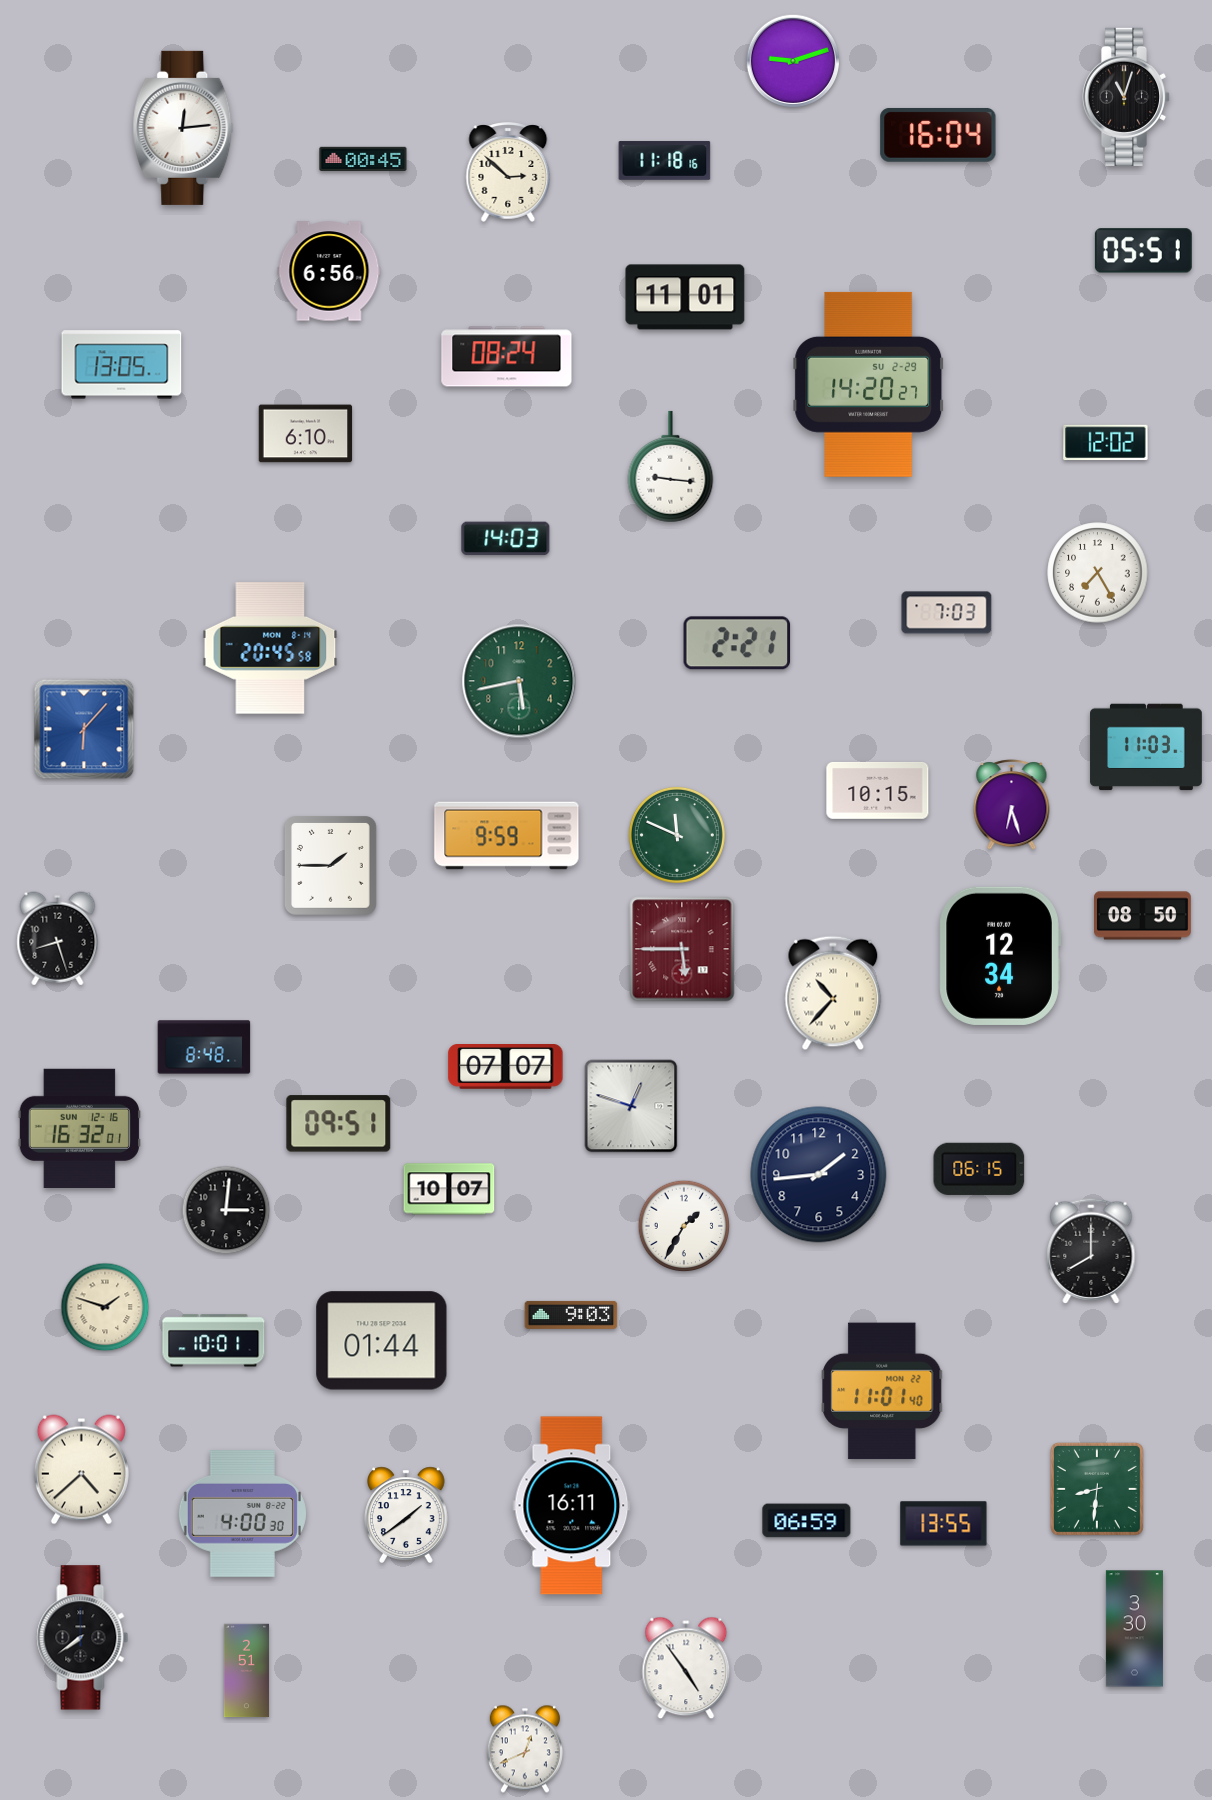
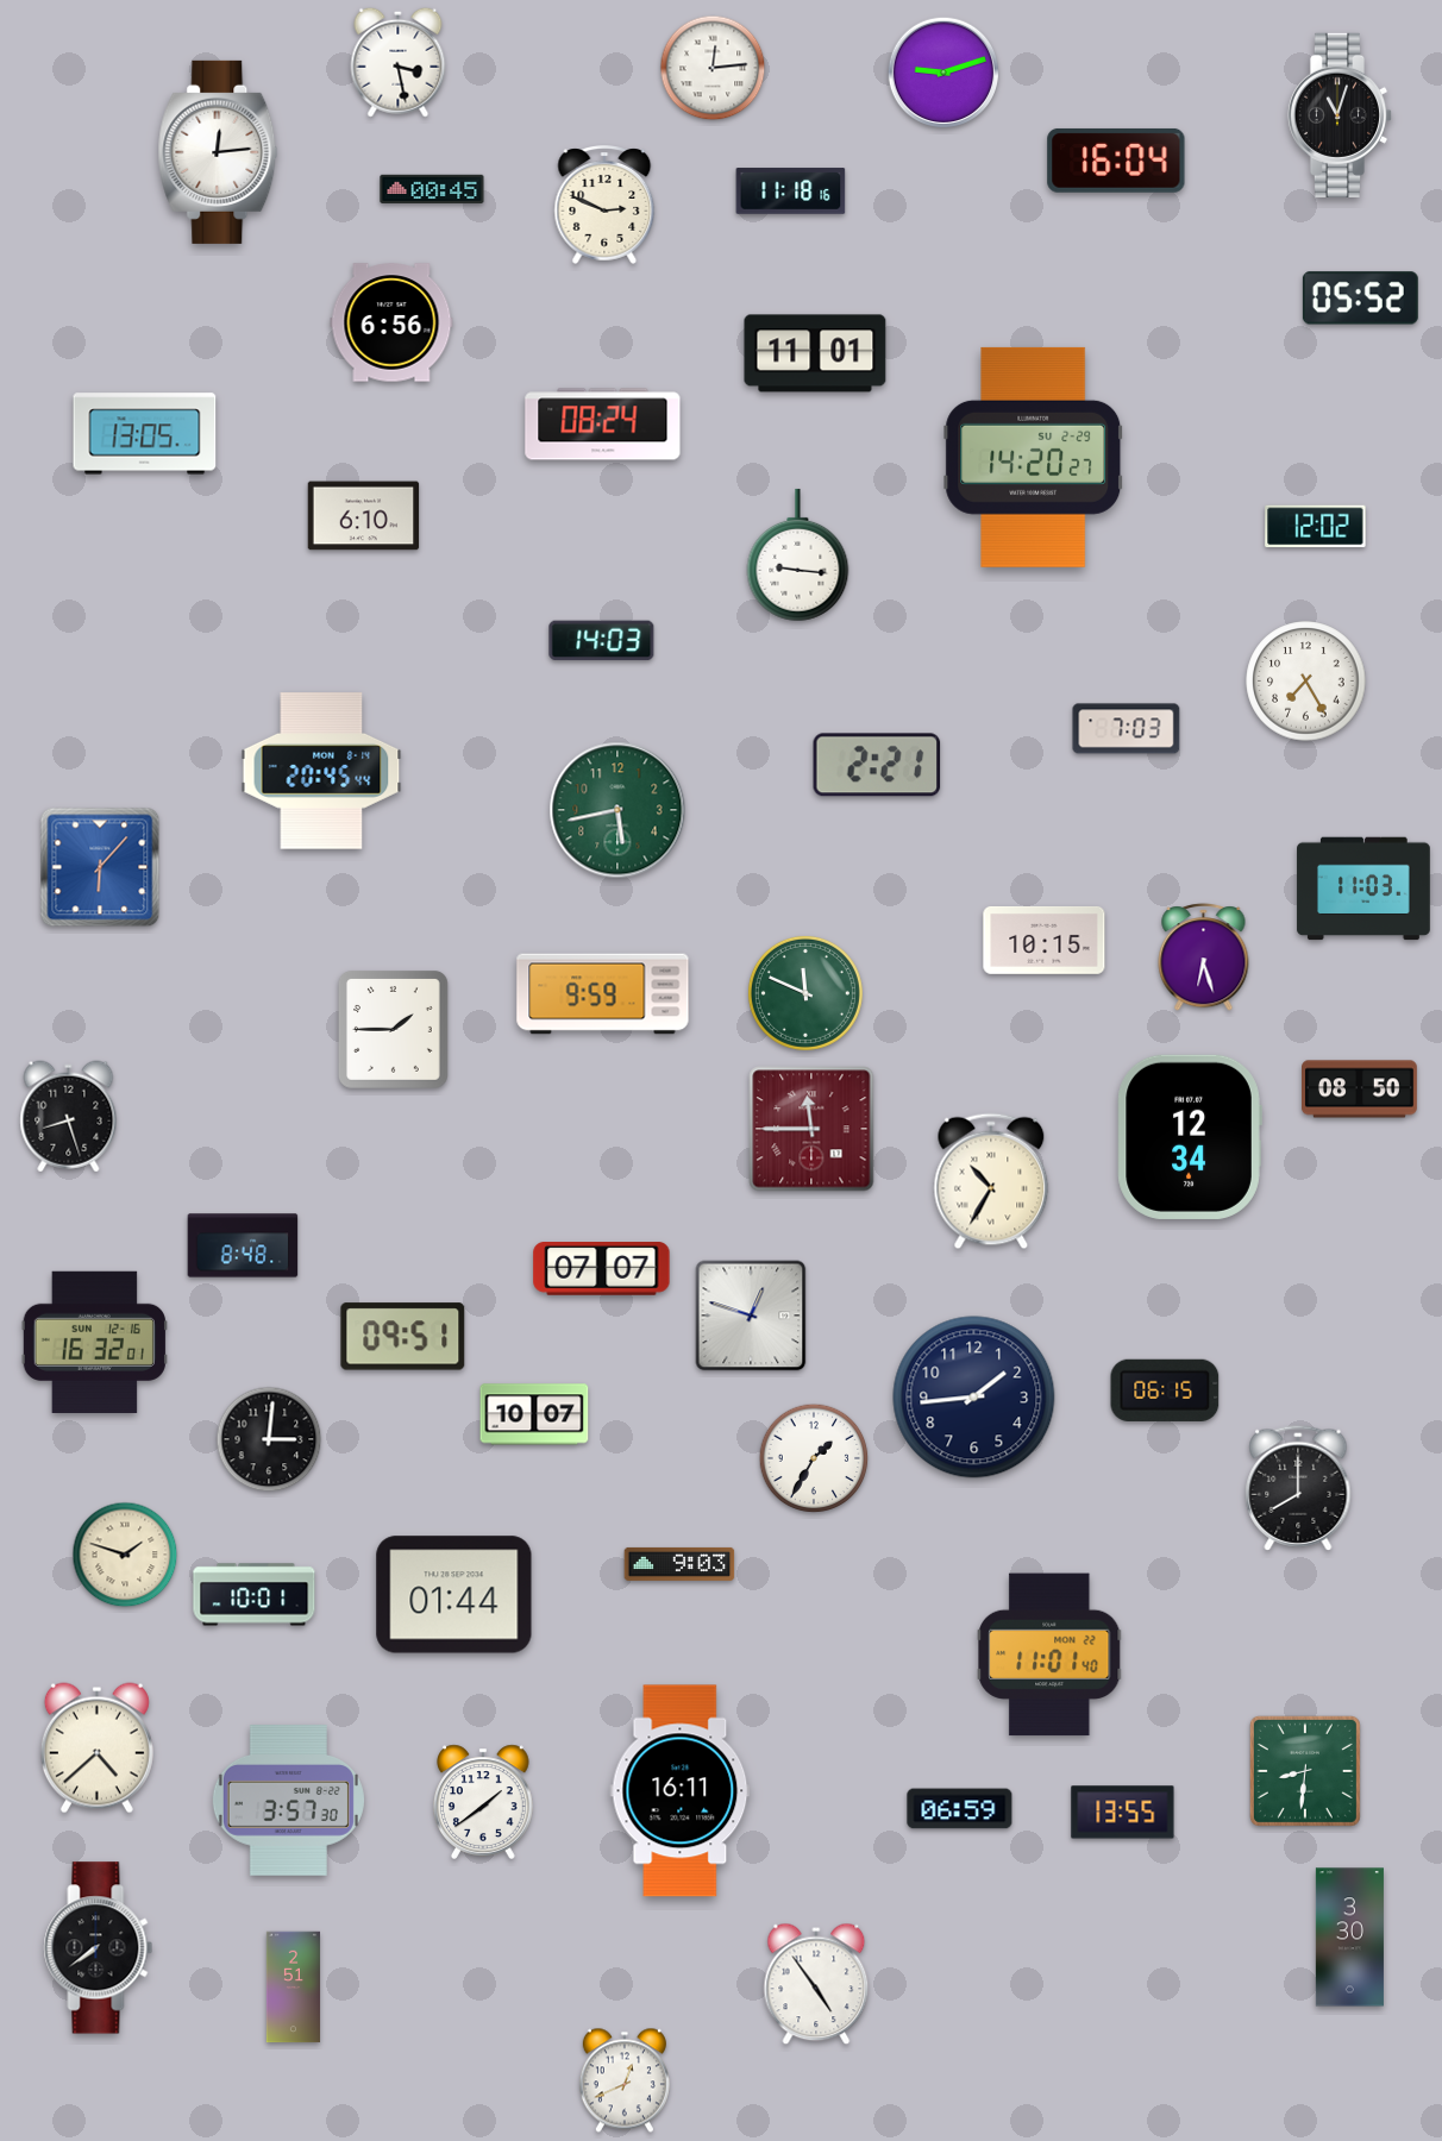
clock at (399, 62): none -> 3:28
clock at (713, 68): none -> 12:14
clock at (508, 172): 2:52 -> 2:49
clock at (1143, 251): 05:51 -> 05:52
clock at (270, 648): 20:45:58 -> 20:45:44
clock at (682, 949): 5:45 -> 11:45
clock at (833, 993): 10:37 -> 10:35
clock at (242, 1514): 4:00 -> 3:57
